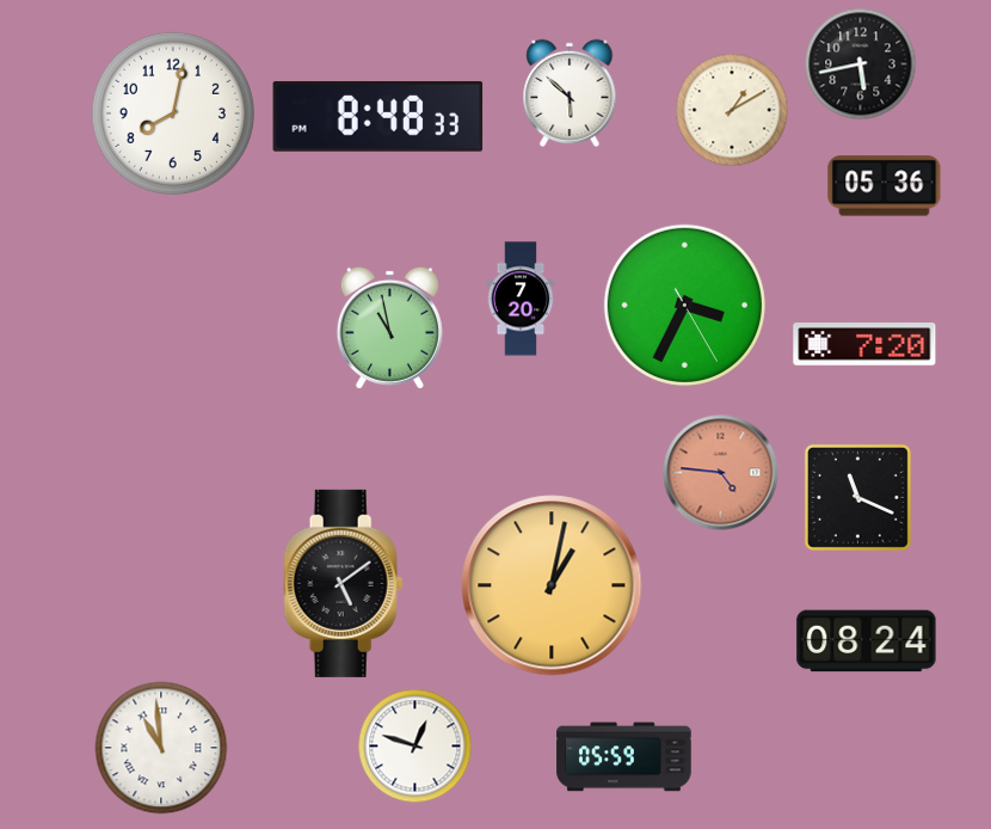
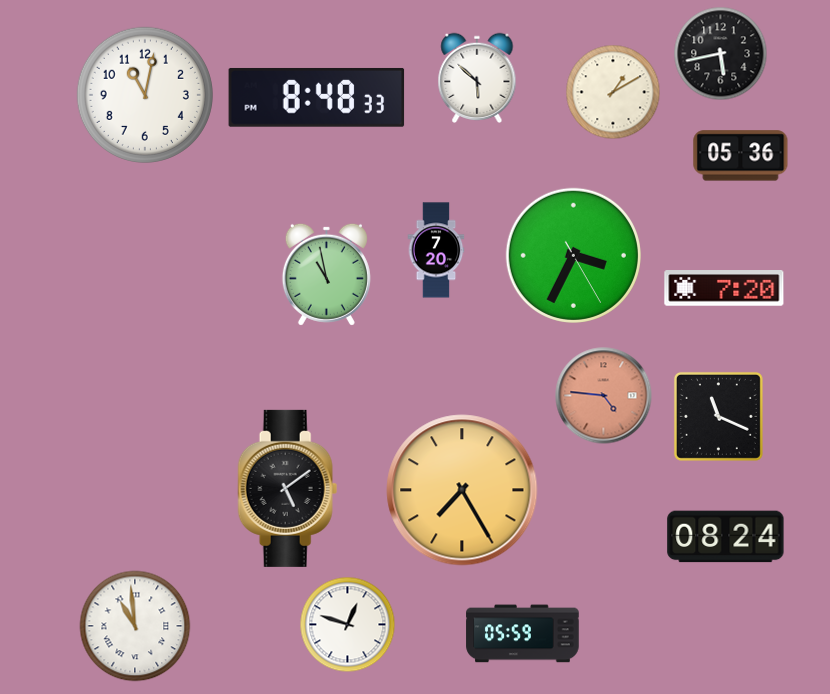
clock at (173, 113): 8:02 -> 11:02
clock at (552, 585): 1:02 -> 7:25
